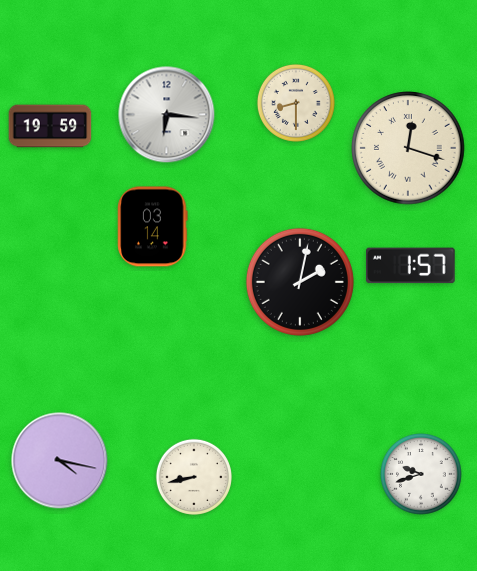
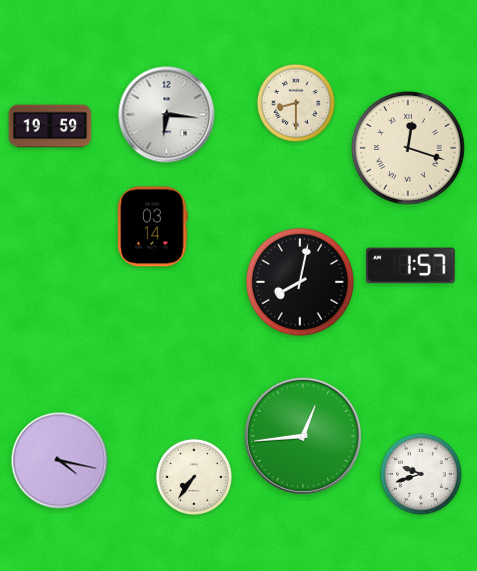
clock at (300, 282): 2:02 -> 8:02
clock at (303, 436): none -> 12:44
clock at (194, 477): 8:43 -> 7:36
